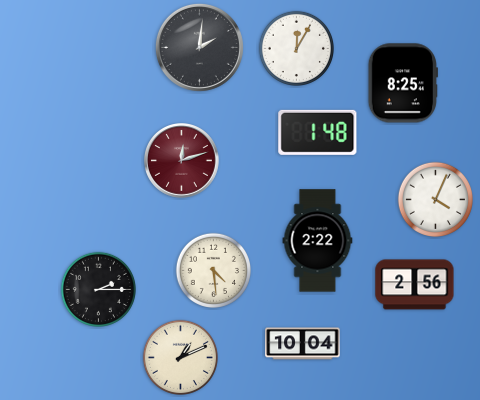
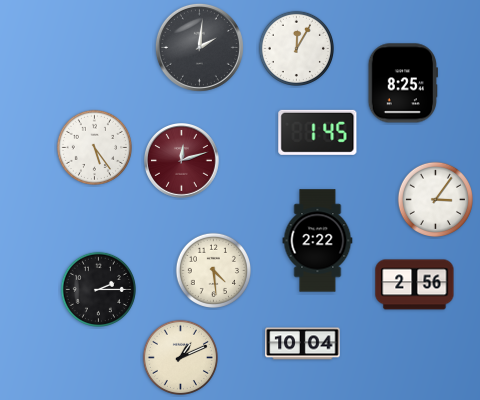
clock at (318, 132): 1:48 -> 1:45
clock at (94, 147): none -> 5:24
clock at (435, 199): 4:04 -> 3:06
